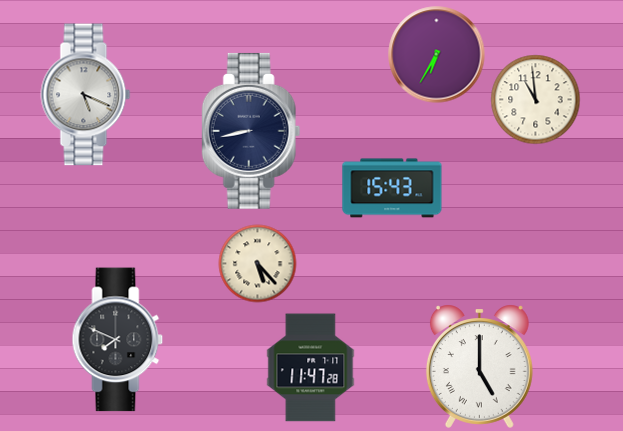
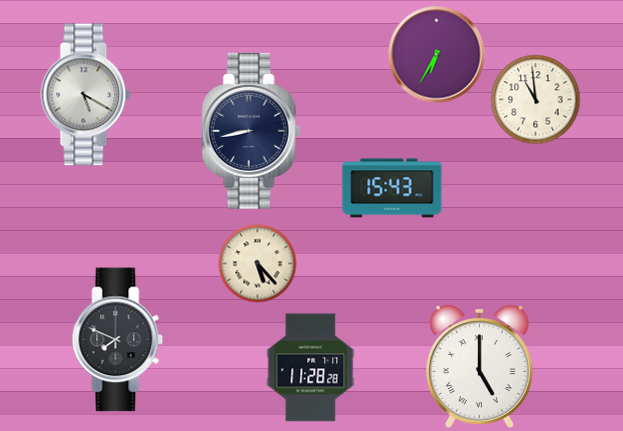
clock at (86, 95): 5:19 -> 5:20
clock at (311, 368): 11:47 -> 11:28
